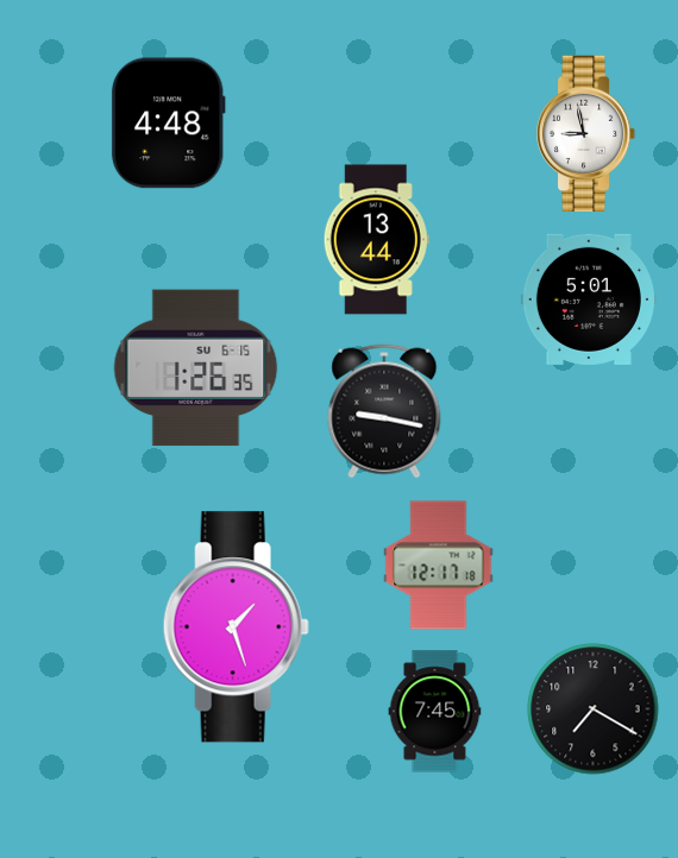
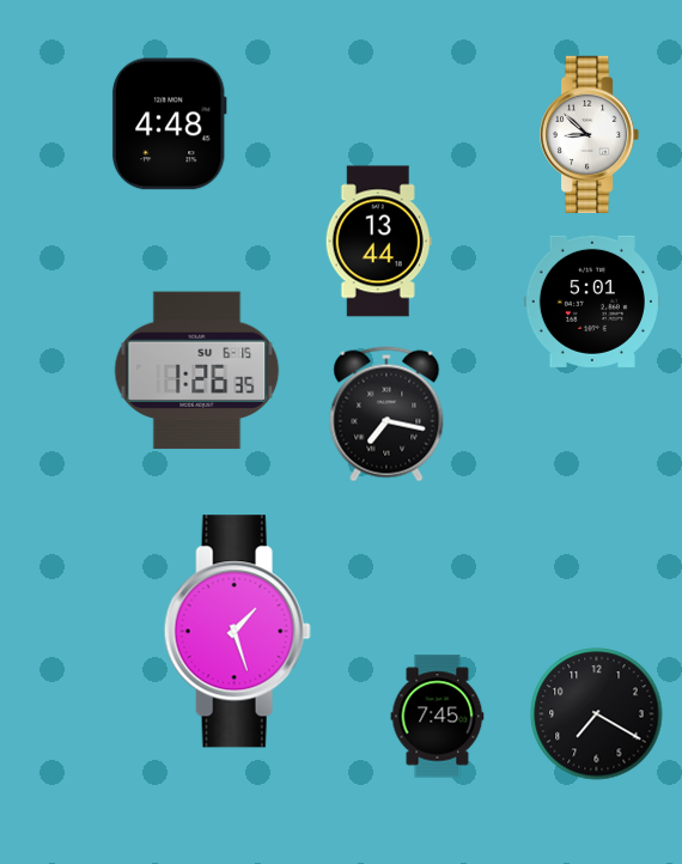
clock at (588, 133): 8:58 -> 8:52
clock at (384, 411): 9:17 -> 7:17
clock at (439, 566): 12:17 -> none
